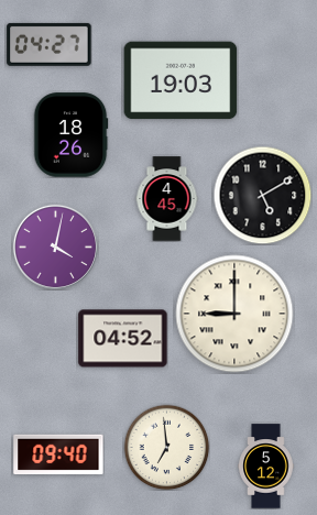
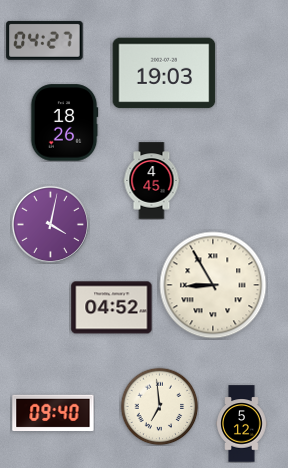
clock at (262, 195): 5:10 -> none
clock at (234, 314): 9:00 -> 8:55
clock at (166, 447) position: (166, 447) -> (159, 406)
